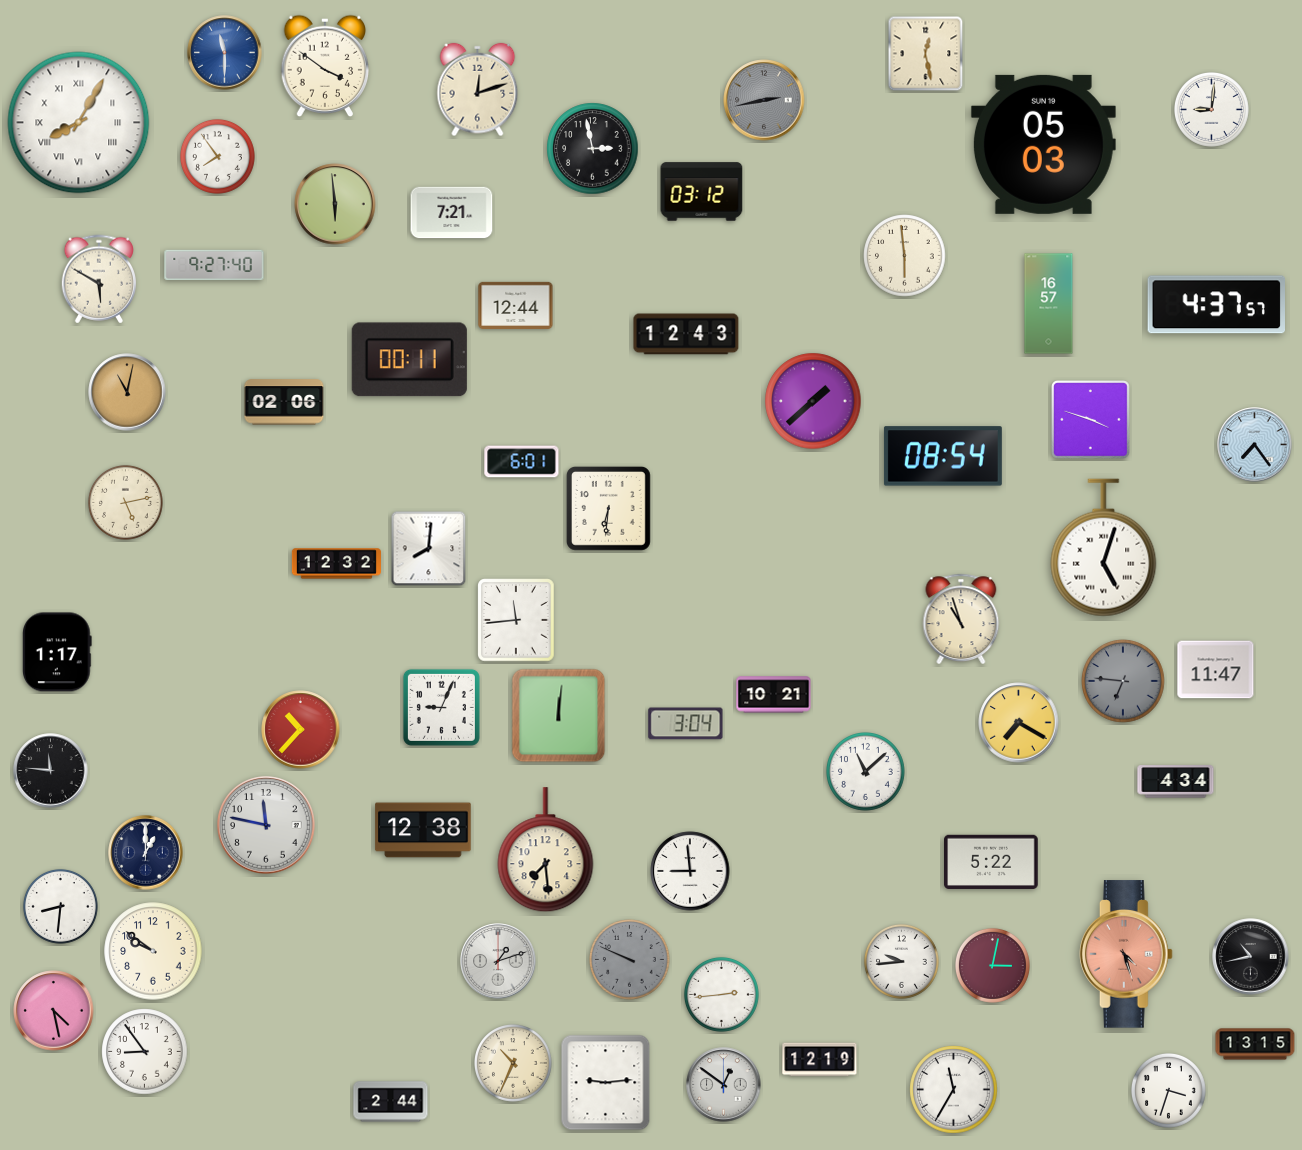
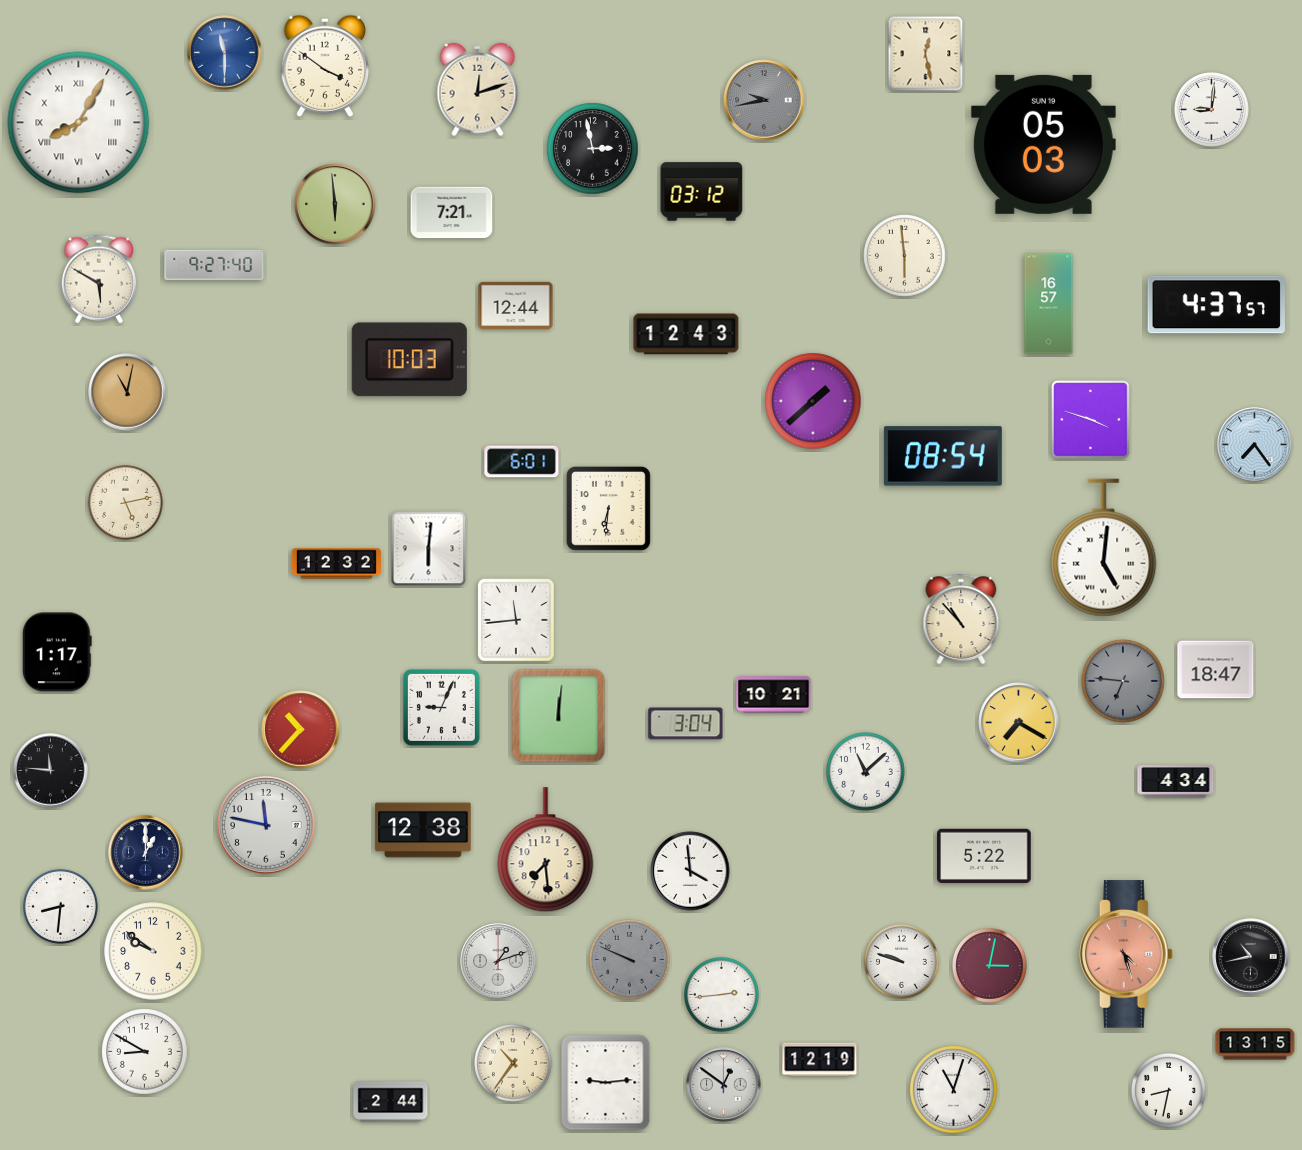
clock at (764, 100): 2:43 -> 9:43
clock at (217, 157): 7:54 -> none
clock at (409, 360): 00:11 -> 10:03
clock at (284, 402): 02:06 -> none
clock at (1104, 548): 5:03 -> 5:01
clock at (429, 549): 8:01 -> 6:01
clock at (961, 618): 10:57 -> 10:53
clock at (1216, 670): 11:47 -> 18:47
clock at (992, 861) position: (992, 861) -> (985, 855)
clock at (690, 871): 8:59 -> 3:59
clock at (901, 962): 9:44 -> 9:48
clock at (992, 966) position: (992, 966) -> (989, 966)
clock at (54, 1011): 4:28 -> none
clock at (145, 1052): 8:54 -> 8:50
clock at (514, 1064): 10:34 -> 10:36
clock at (954, 1090): 11:35 -> 11:03
clock at (1168, 1091): 3:33 -> 8:32
